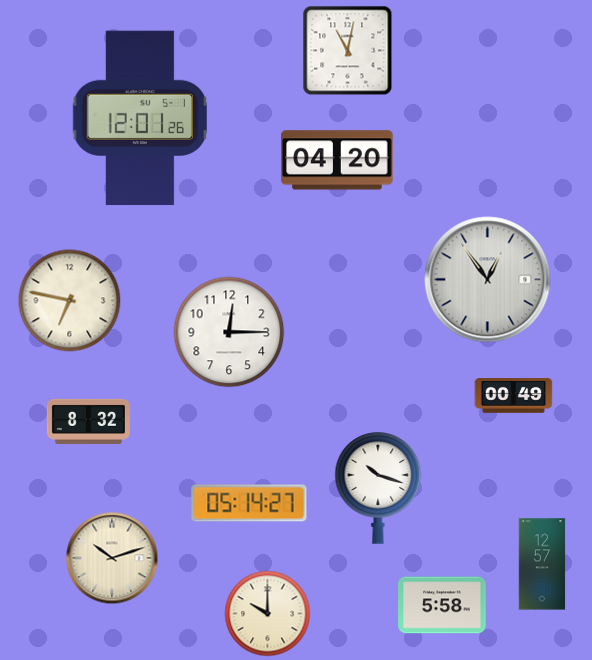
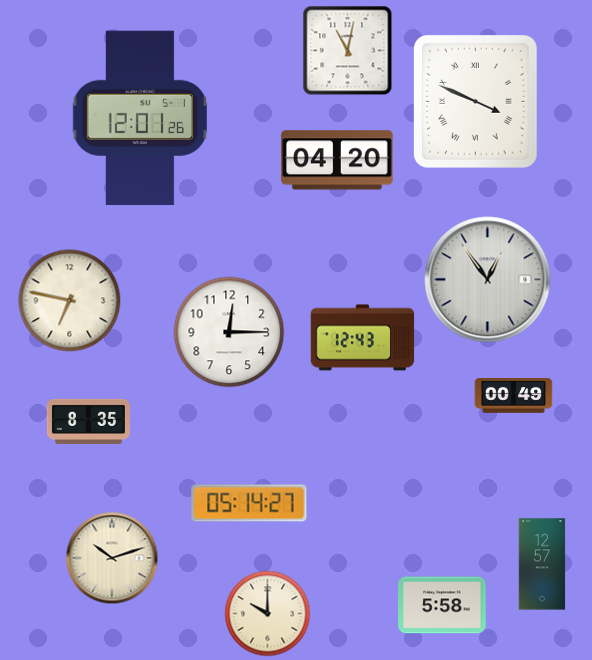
clock at (475, 101): none -> 3:49
clock at (363, 338): none -> 12:43
clock at (88, 421): 8:32 -> 8:35
clock at (378, 488): 10:18 -> none
